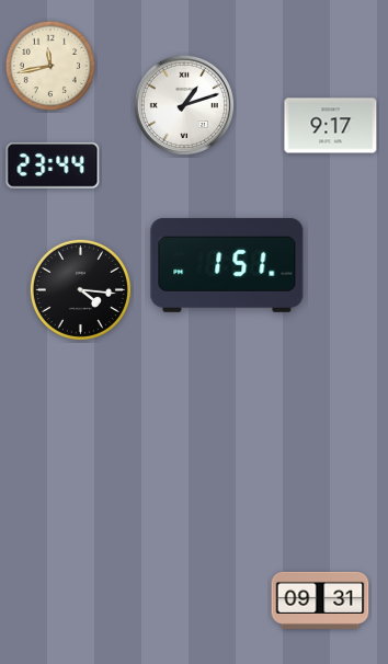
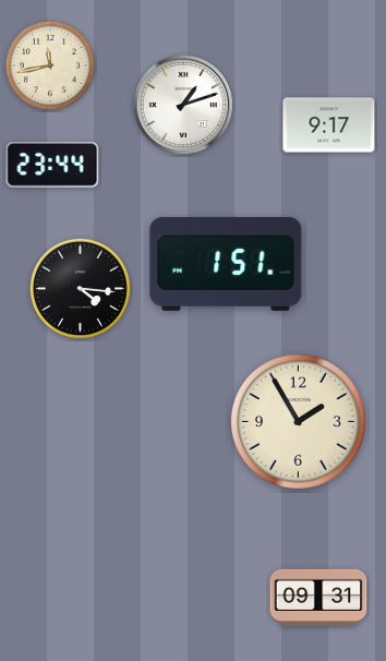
clock at (298, 421): none -> 1:55
